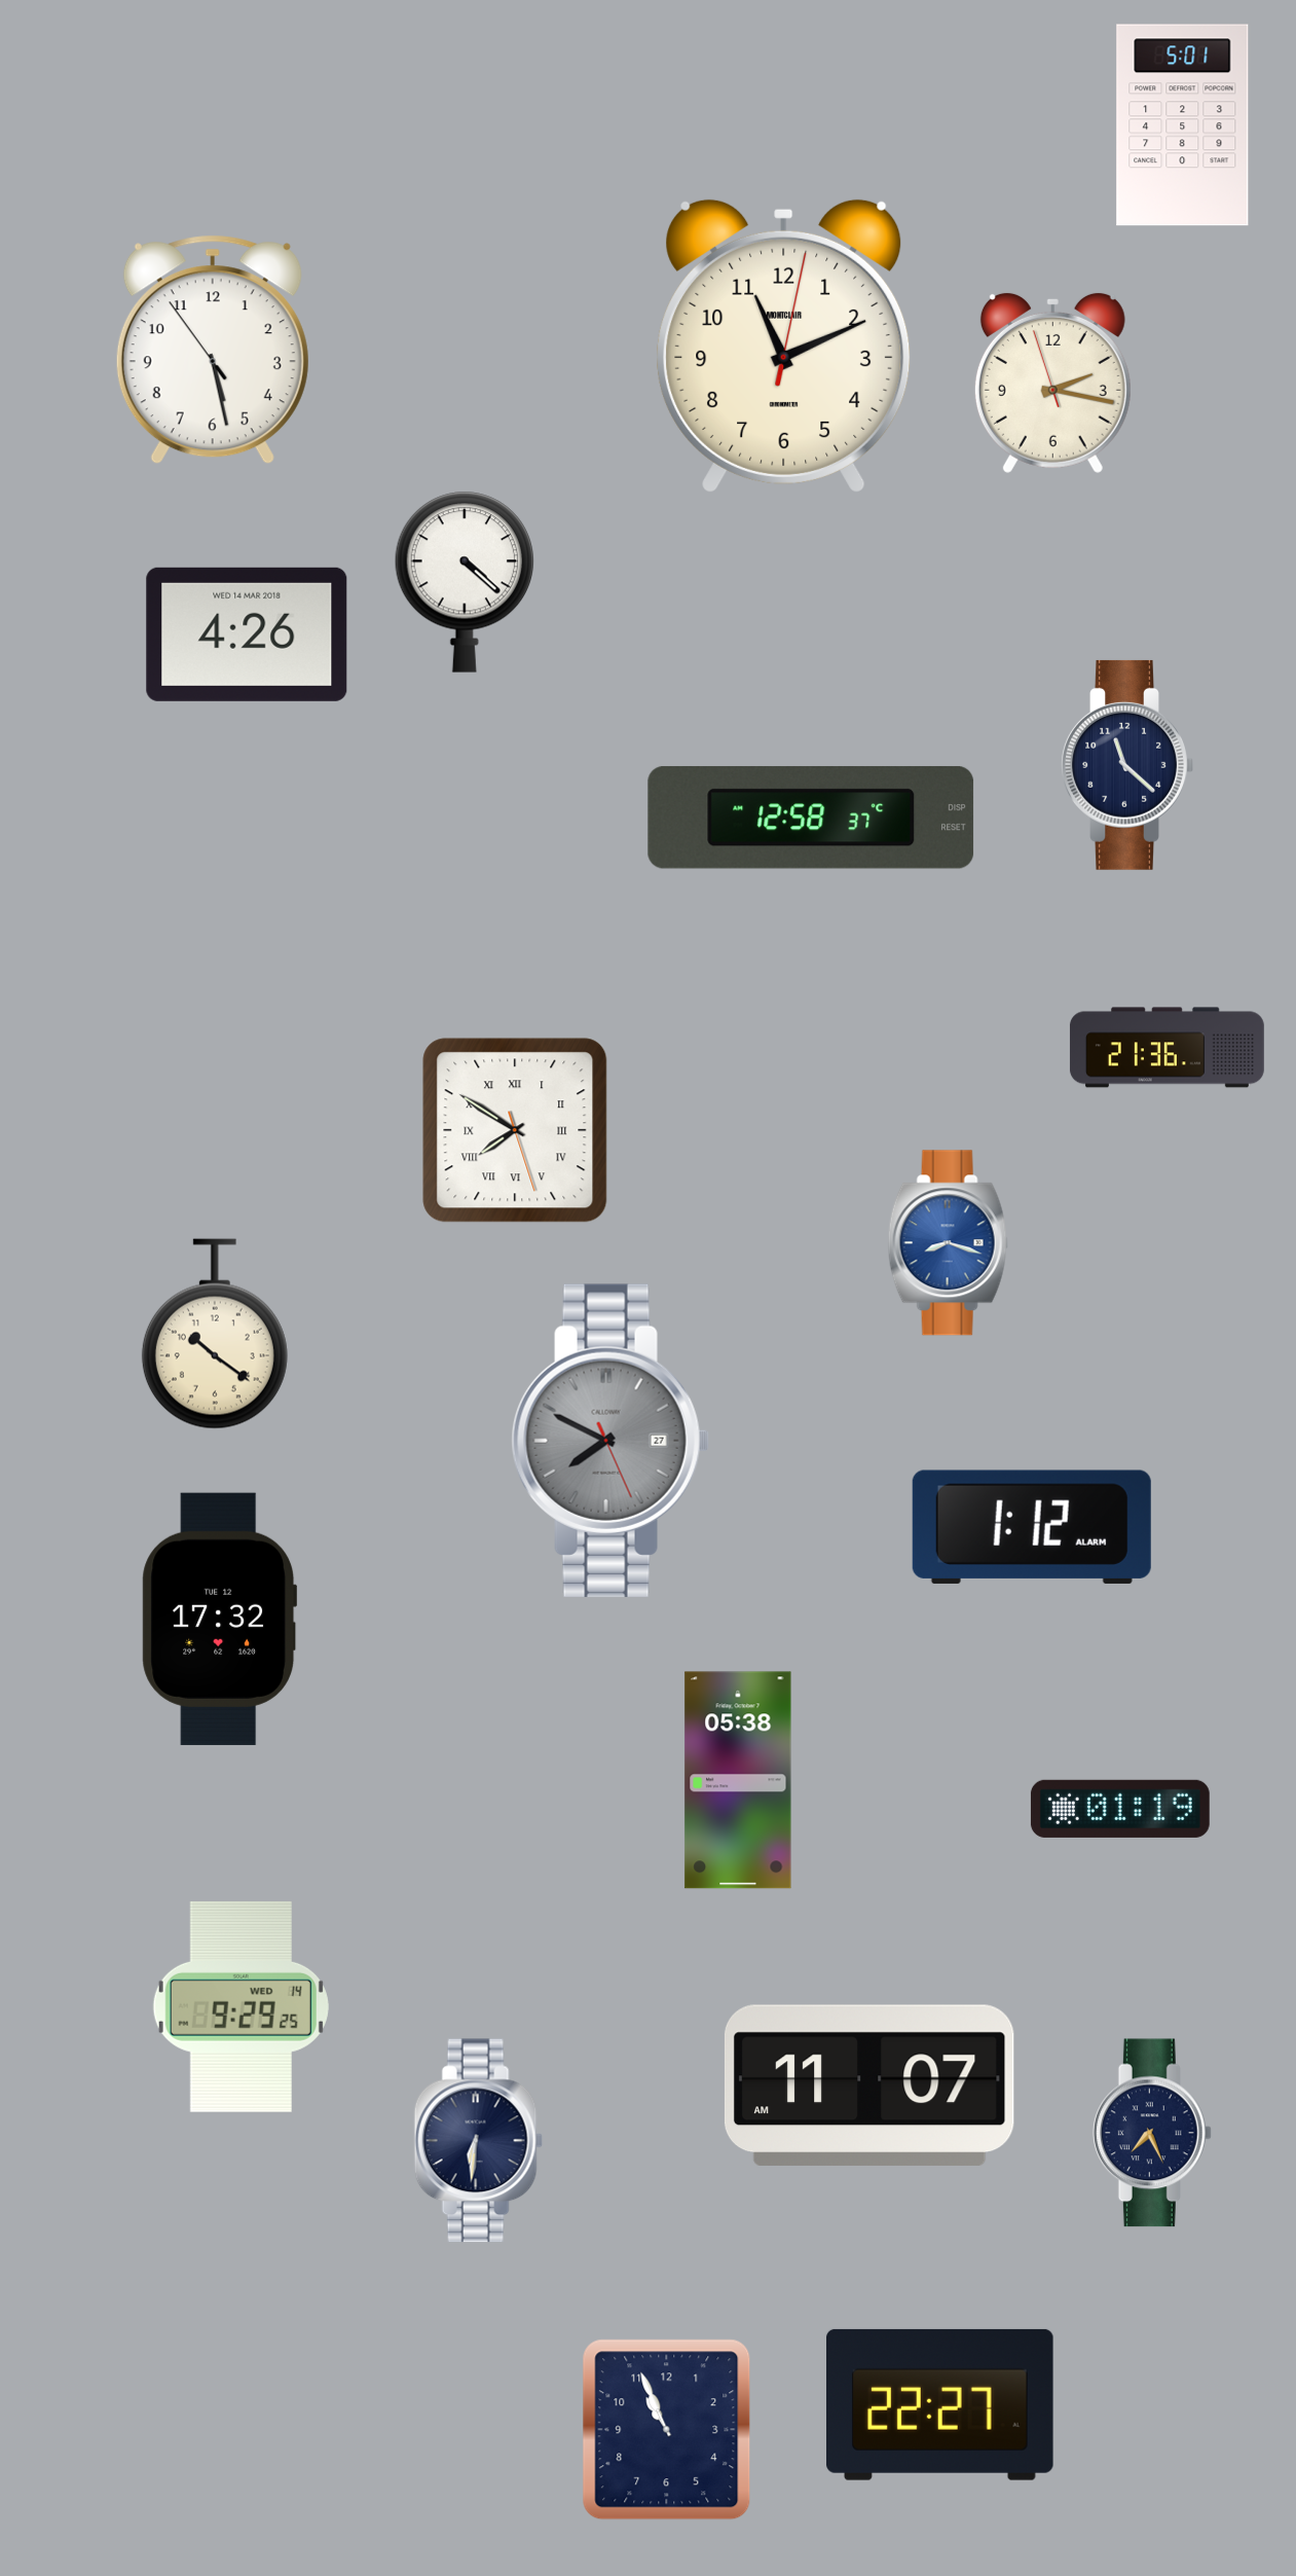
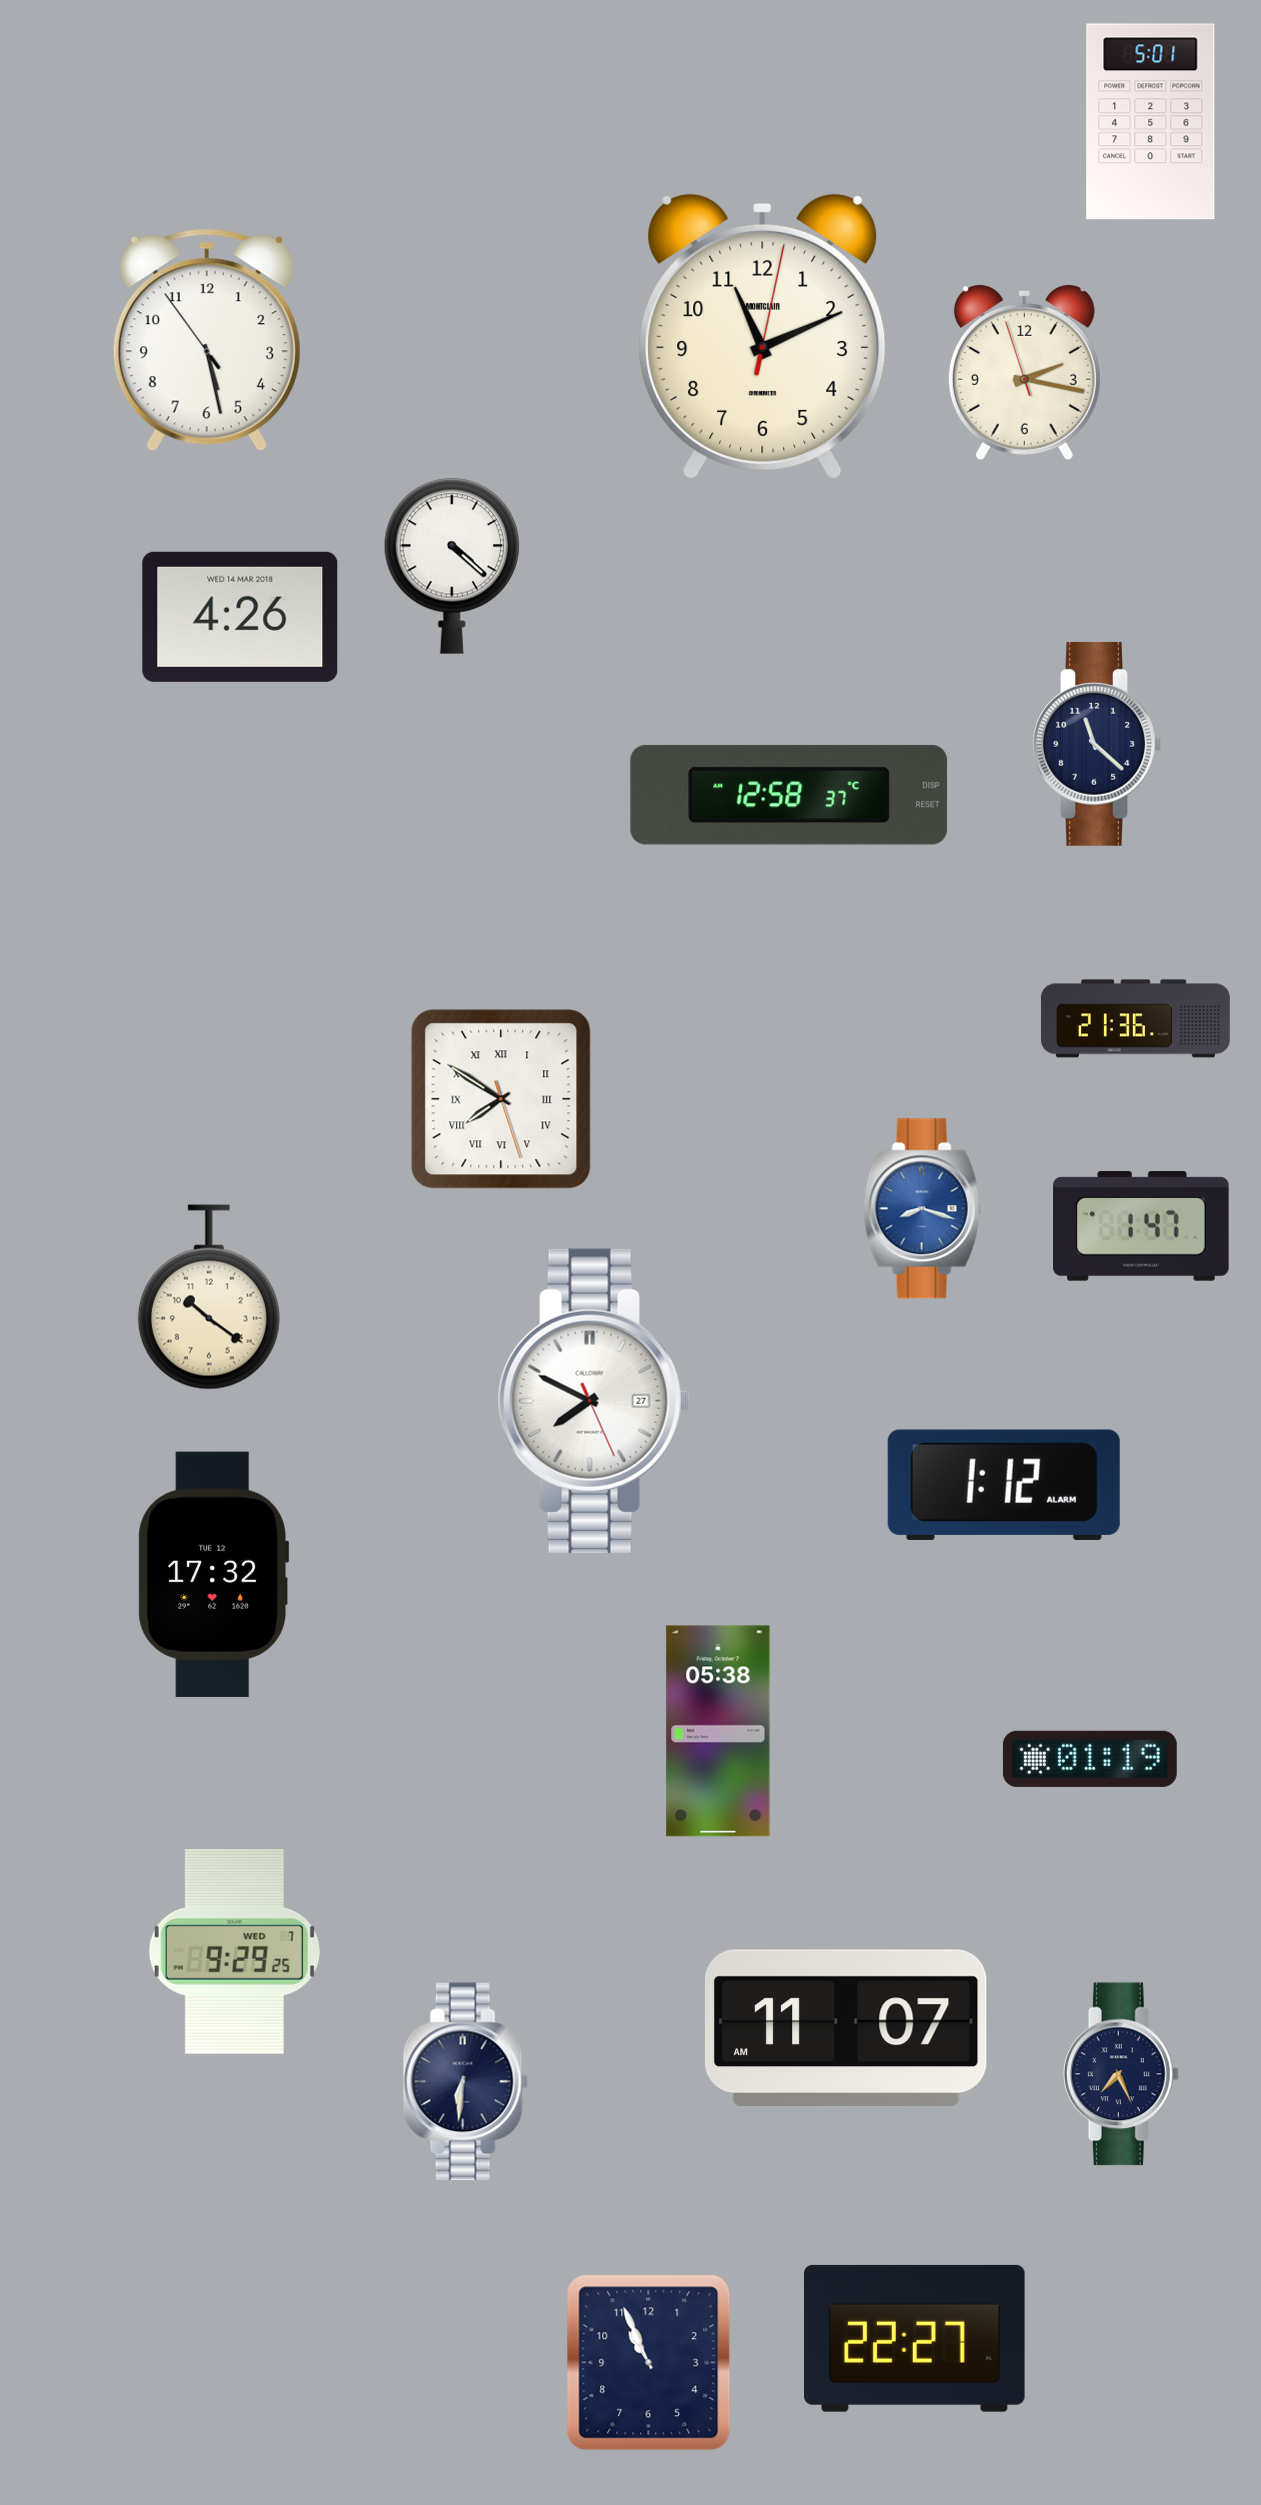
clock at (1141, 1226): none -> 1:47
clock at (610, 1441) dial: grey -> white
clock at (240, 2006) date: WED 14 -> WED 7
